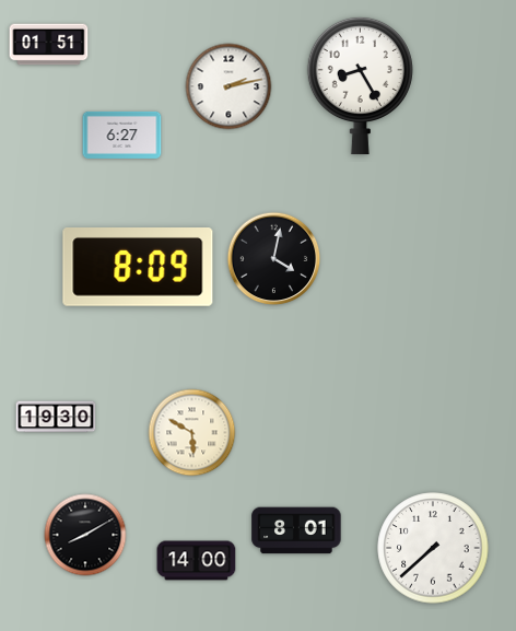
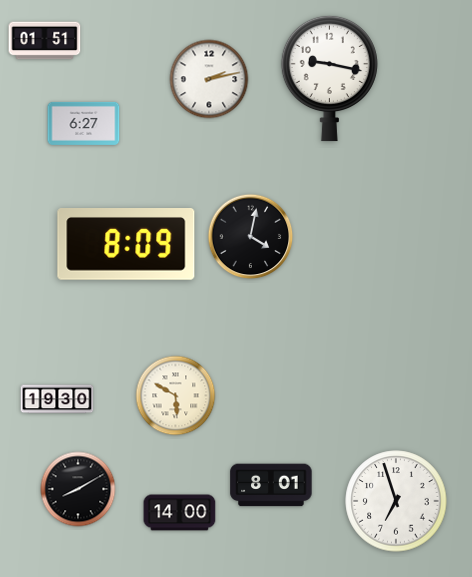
clock at (360, 85): 8:25 -> 9:17
clock at (122, 135) position: (122, 135) -> (84, 123)
clock at (56, 417) position: (56, 417) -> (57, 399)
clock at (433, 548): 7:38 -> 6:57
